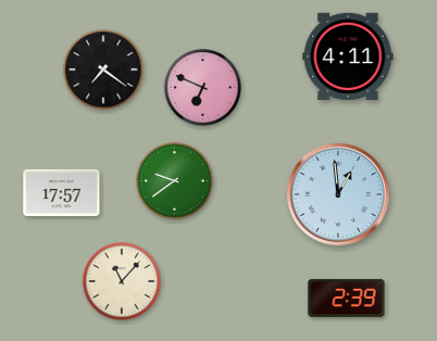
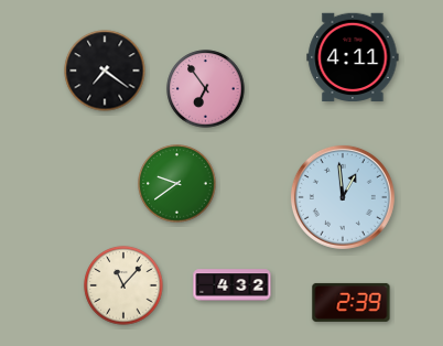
clock at (203, 88): 6:49 -> 6:54
clock at (62, 192): 17:57 -> none
clock at (233, 285): none -> 4:32
